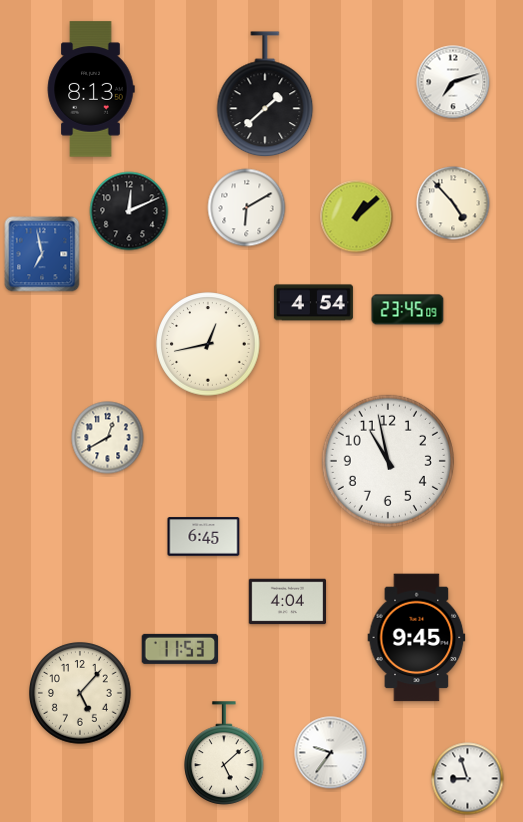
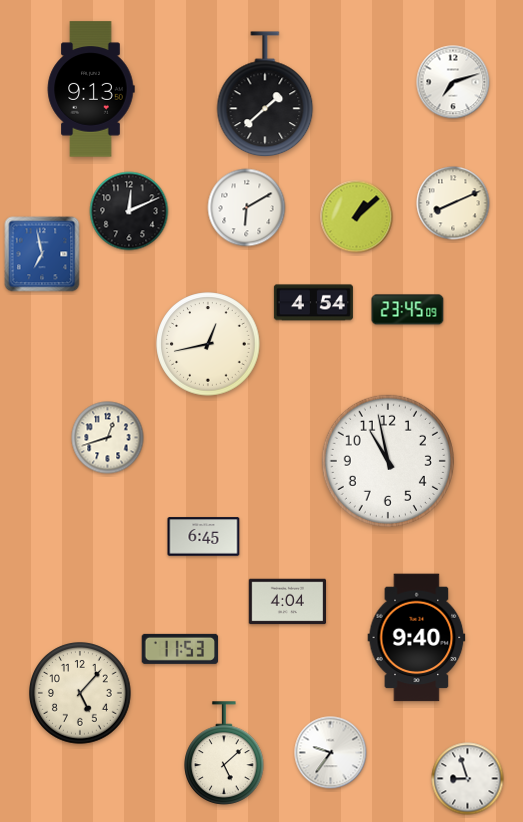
clock at (91, 89): 8:13 -> 9:13
clock at (453, 203): 4:53 -> 8:11
clock at (108, 438): 12:40 -> 12:42
clock at (417, 638): 9:45 -> 9:40
